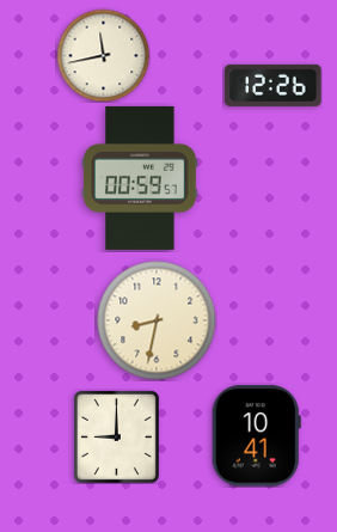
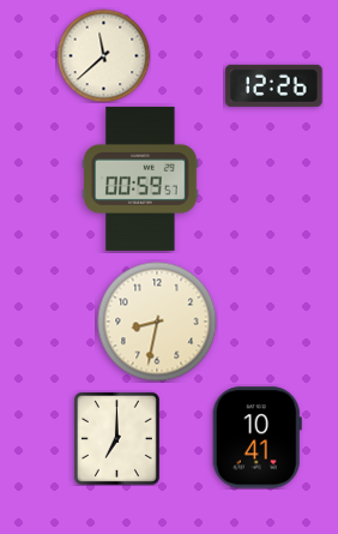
clock at (103, 55): 11:43 -> 11:38
clock at (116, 436): 9:00 -> 7:00
